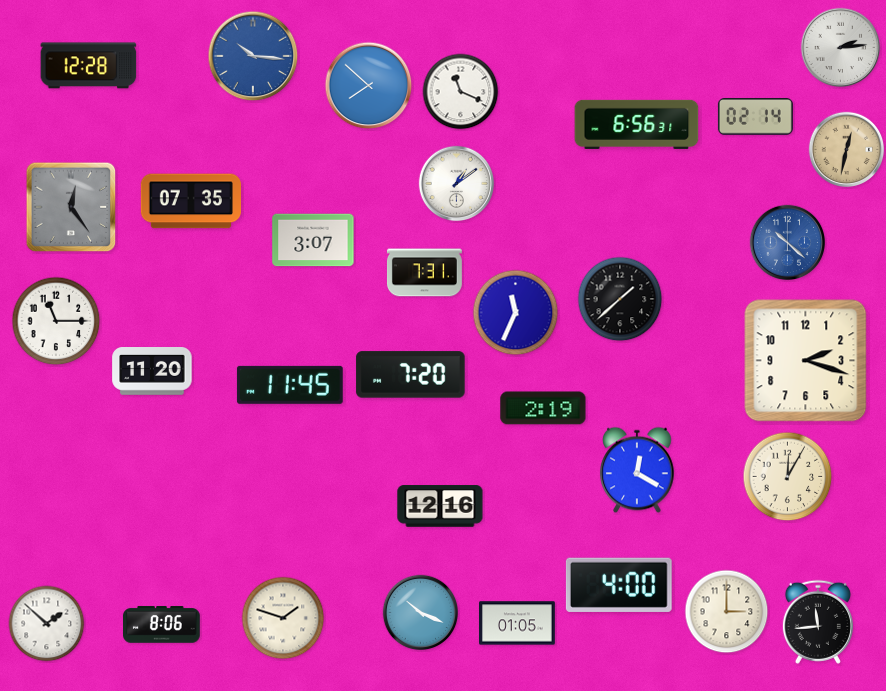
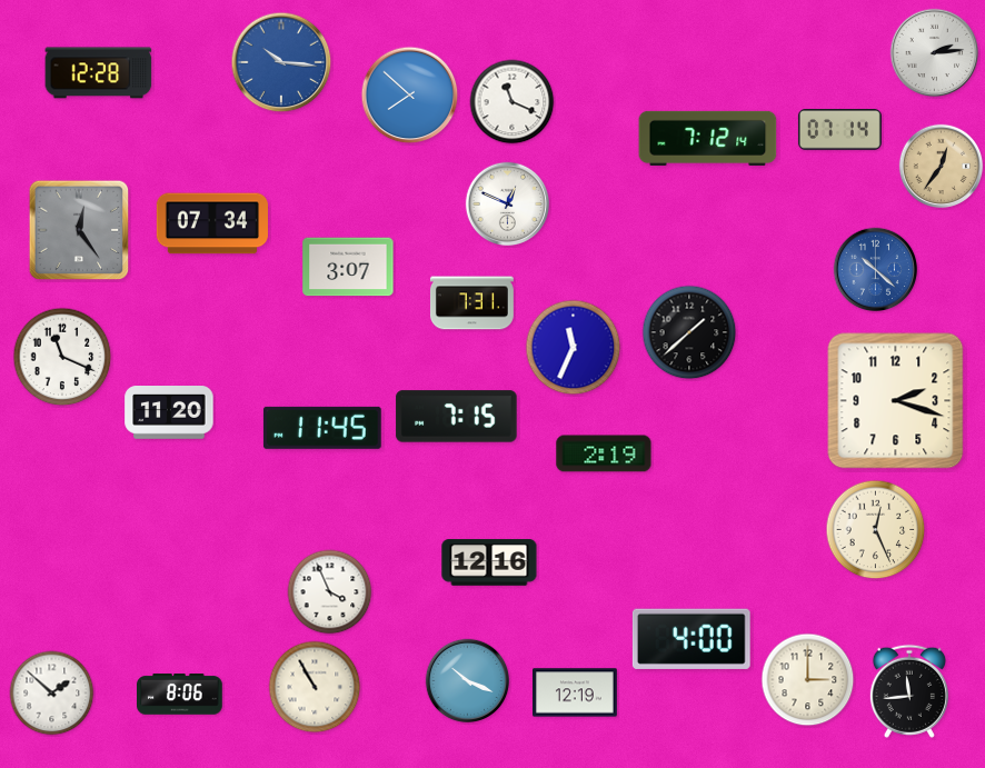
clock at (755, 117): 02:14 -> 07:14
clock at (637, 124): 6:56 -> 7:12
clock at (847, 150): 12:32 -> 12:36
clock at (457, 184): 1:09 -> 12:49
clock at (191, 201): 07:35 -> 07:34
clock at (56, 321): 11:15 -> 11:19
clock at (411, 375): 7:20 -> 7:15
clock at (637, 470): 12:20 -> none
clock at (788, 477): 12:05 -> 12:26
clock at (330, 592): none -> 3:56
clock at (619, 585) position: (619, 585) -> (692, 639)
clock at (283, 618): 1:48 -> 10:55
clock at (518, 623): 01:05 -> 12:19
